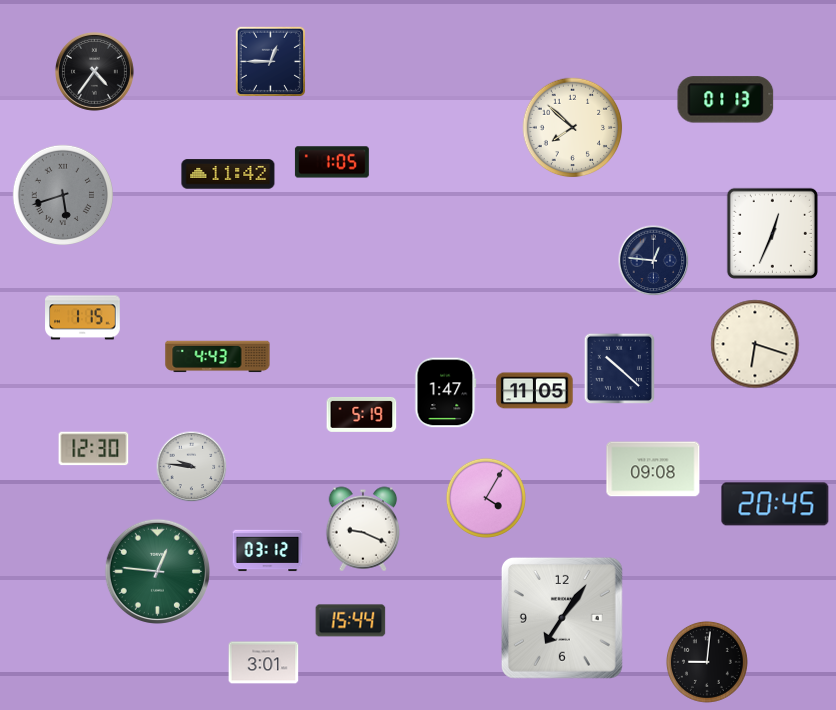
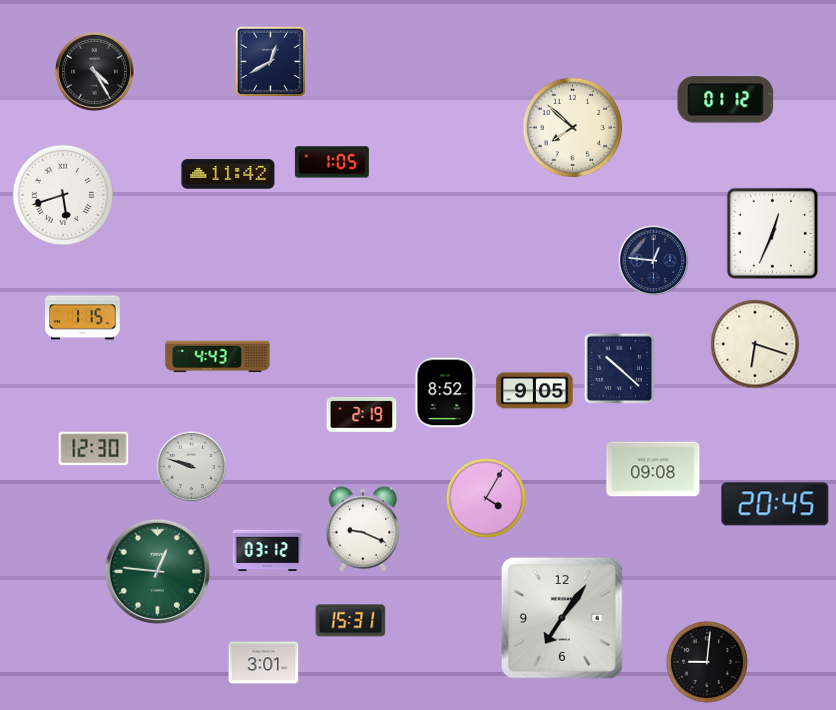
clock at (270, 61): 12:45 -> 12:40
clock at (94, 71): 4:36 -> 4:25
clock at (726, 100): 01:13 -> 01:12
clock at (62, 194) dial: grey -> white
clock at (535, 391): 11:05 -> 9:05
clock at (446, 393): 1:47 -> 8:52
clock at (362, 414): 5:19 -> 2:19
clock at (192, 467): 9:46 -> 9:48
clock at (351, 621): 15:44 -> 15:31
